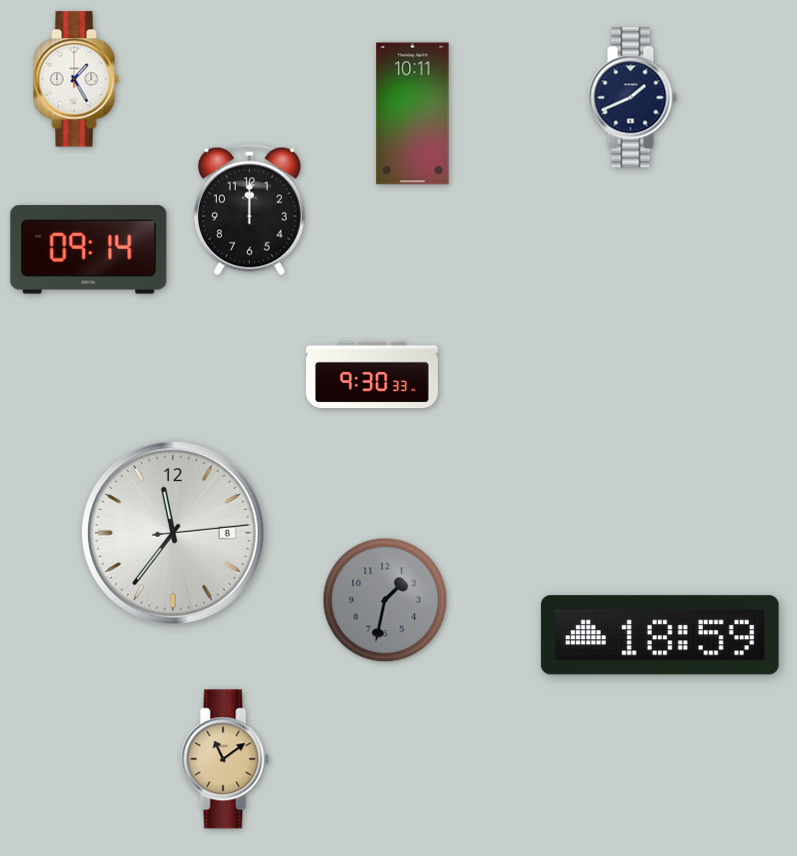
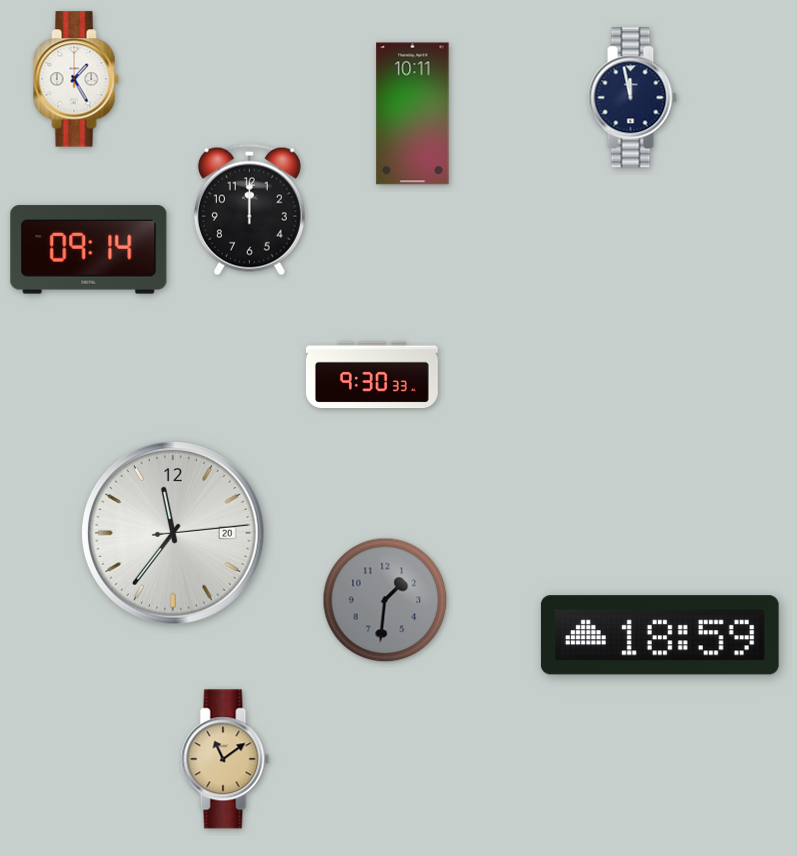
clock at (632, 98): 1:41 -> 11:58
clock at (173, 533) date: 8 -> 20
clock at (385, 600): 1:32 -> 1:31
